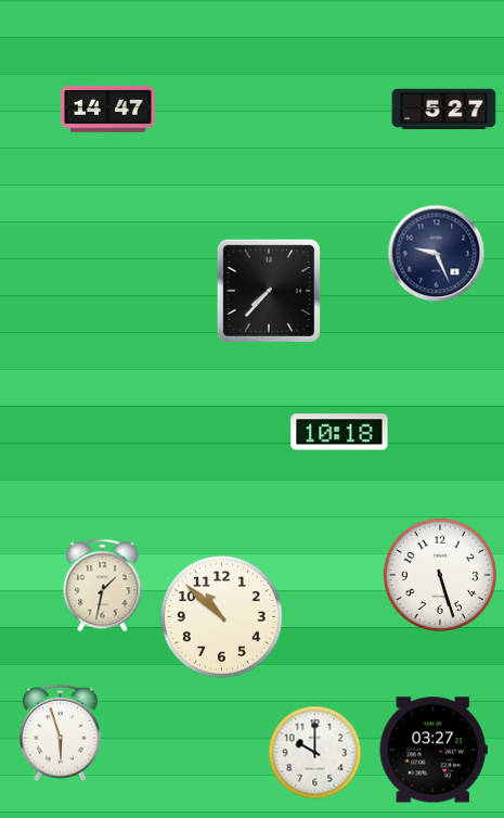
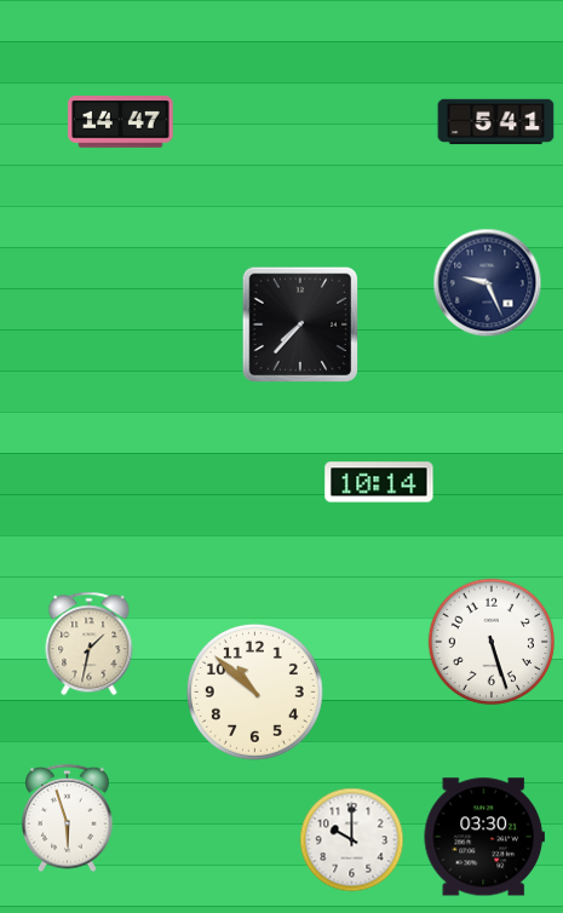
clock at (444, 110): 5:27 -> 5:41
clock at (339, 432): 10:18 -> 10:14
clock at (103, 586) position: (103, 586) -> (90, 644)
clock at (221, 616) position: (221, 616) -> (254, 691)
clock at (434, 750): 03:27 -> 03:30
